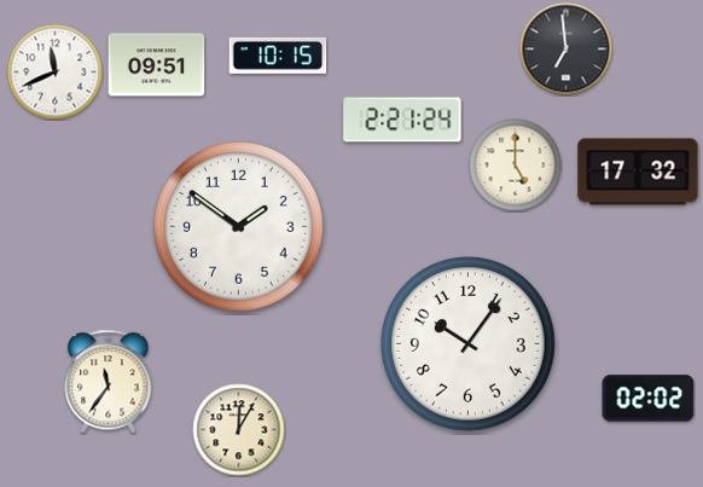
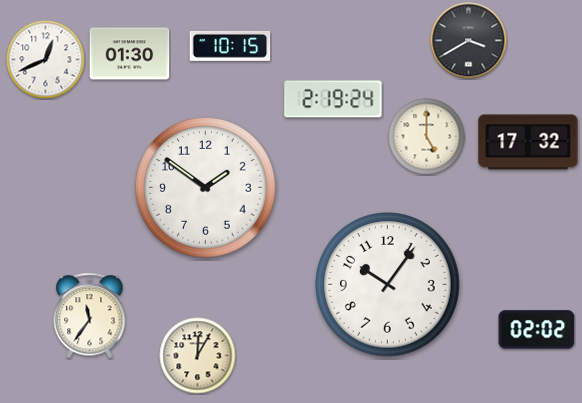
clock at (567, 50): 6:59 -> 3:40
clock at (157, 65): 09:51 -> 01:30
clock at (56, 73): 11:41 -> 12:41
clock at (402, 120): 2:21 -> 2:19
clock at (239, 227) position: (239, 227) -> (206, 188)
